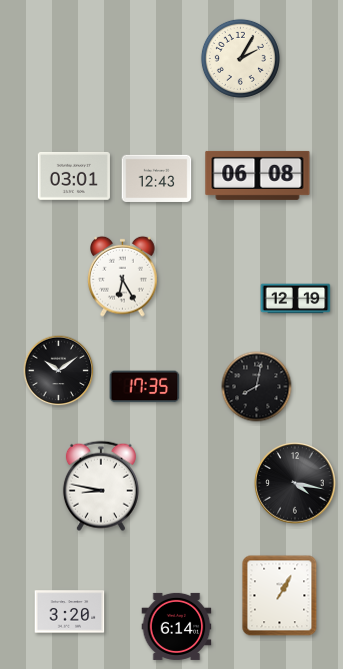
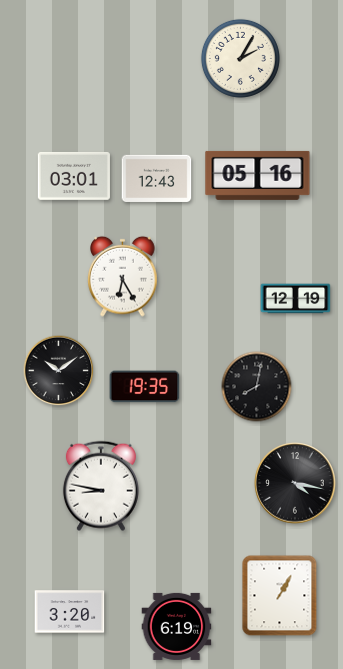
clock at (258, 175): 06:08 -> 05:16
clock at (145, 387): 17:35 -> 19:35
clock at (177, 626): 6:14 -> 6:19
